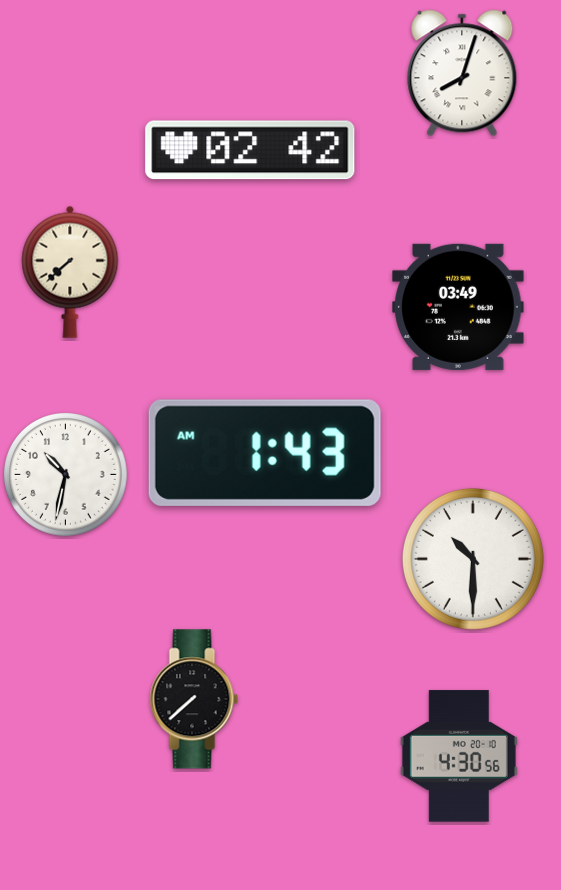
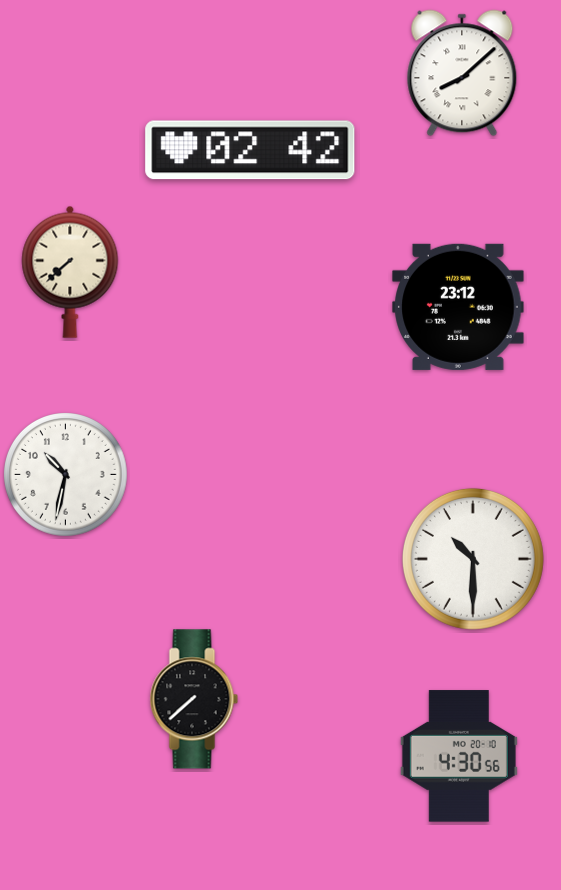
clock at (462, 73): 8:03 -> 8:08
clock at (458, 307): 03:49 -> 23:12
clock at (265, 453): 1:43 -> none
